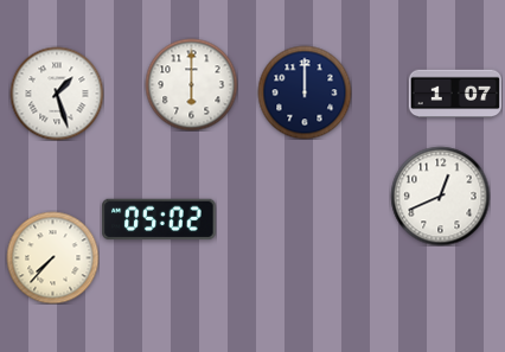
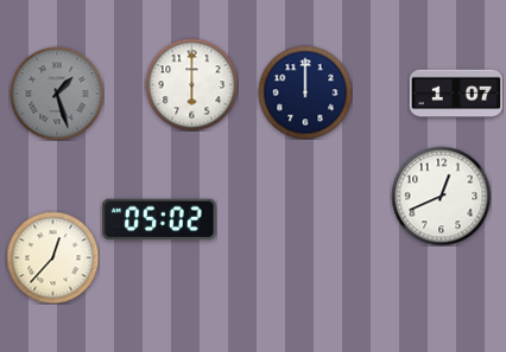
clock at (57, 94) dial: white -> grey
clock at (52, 257): 7:37 -> 12:37
